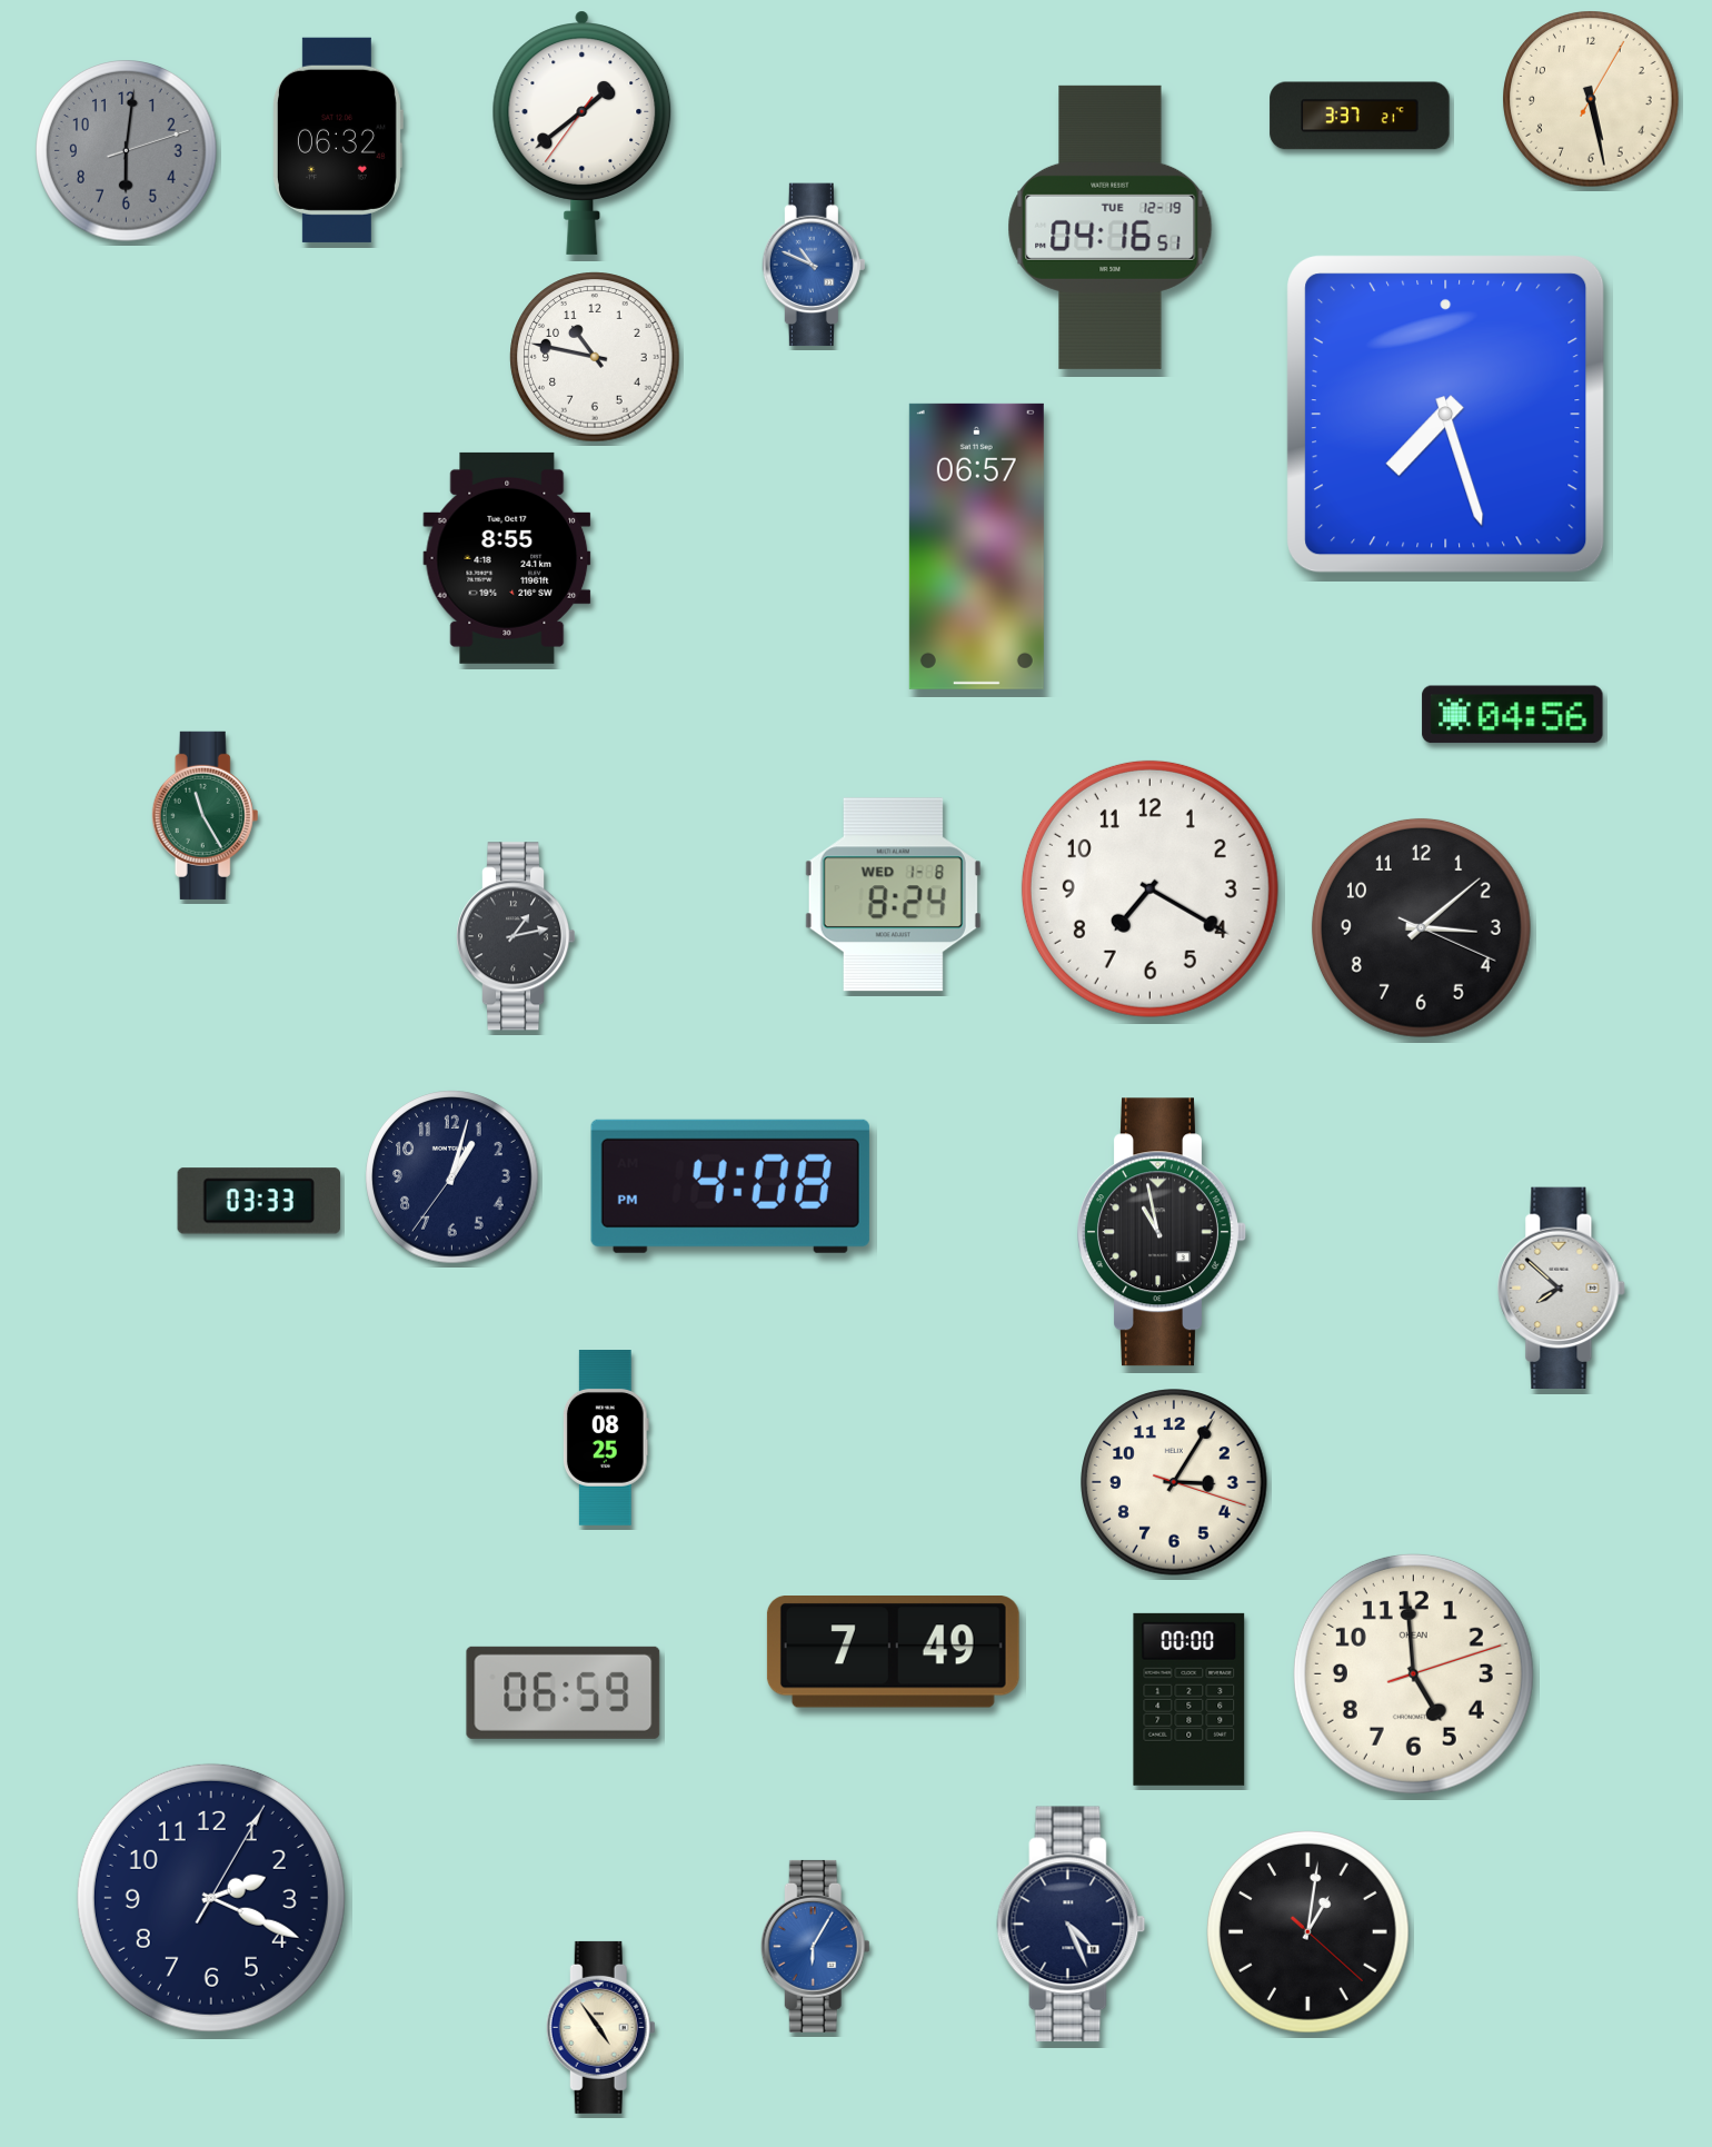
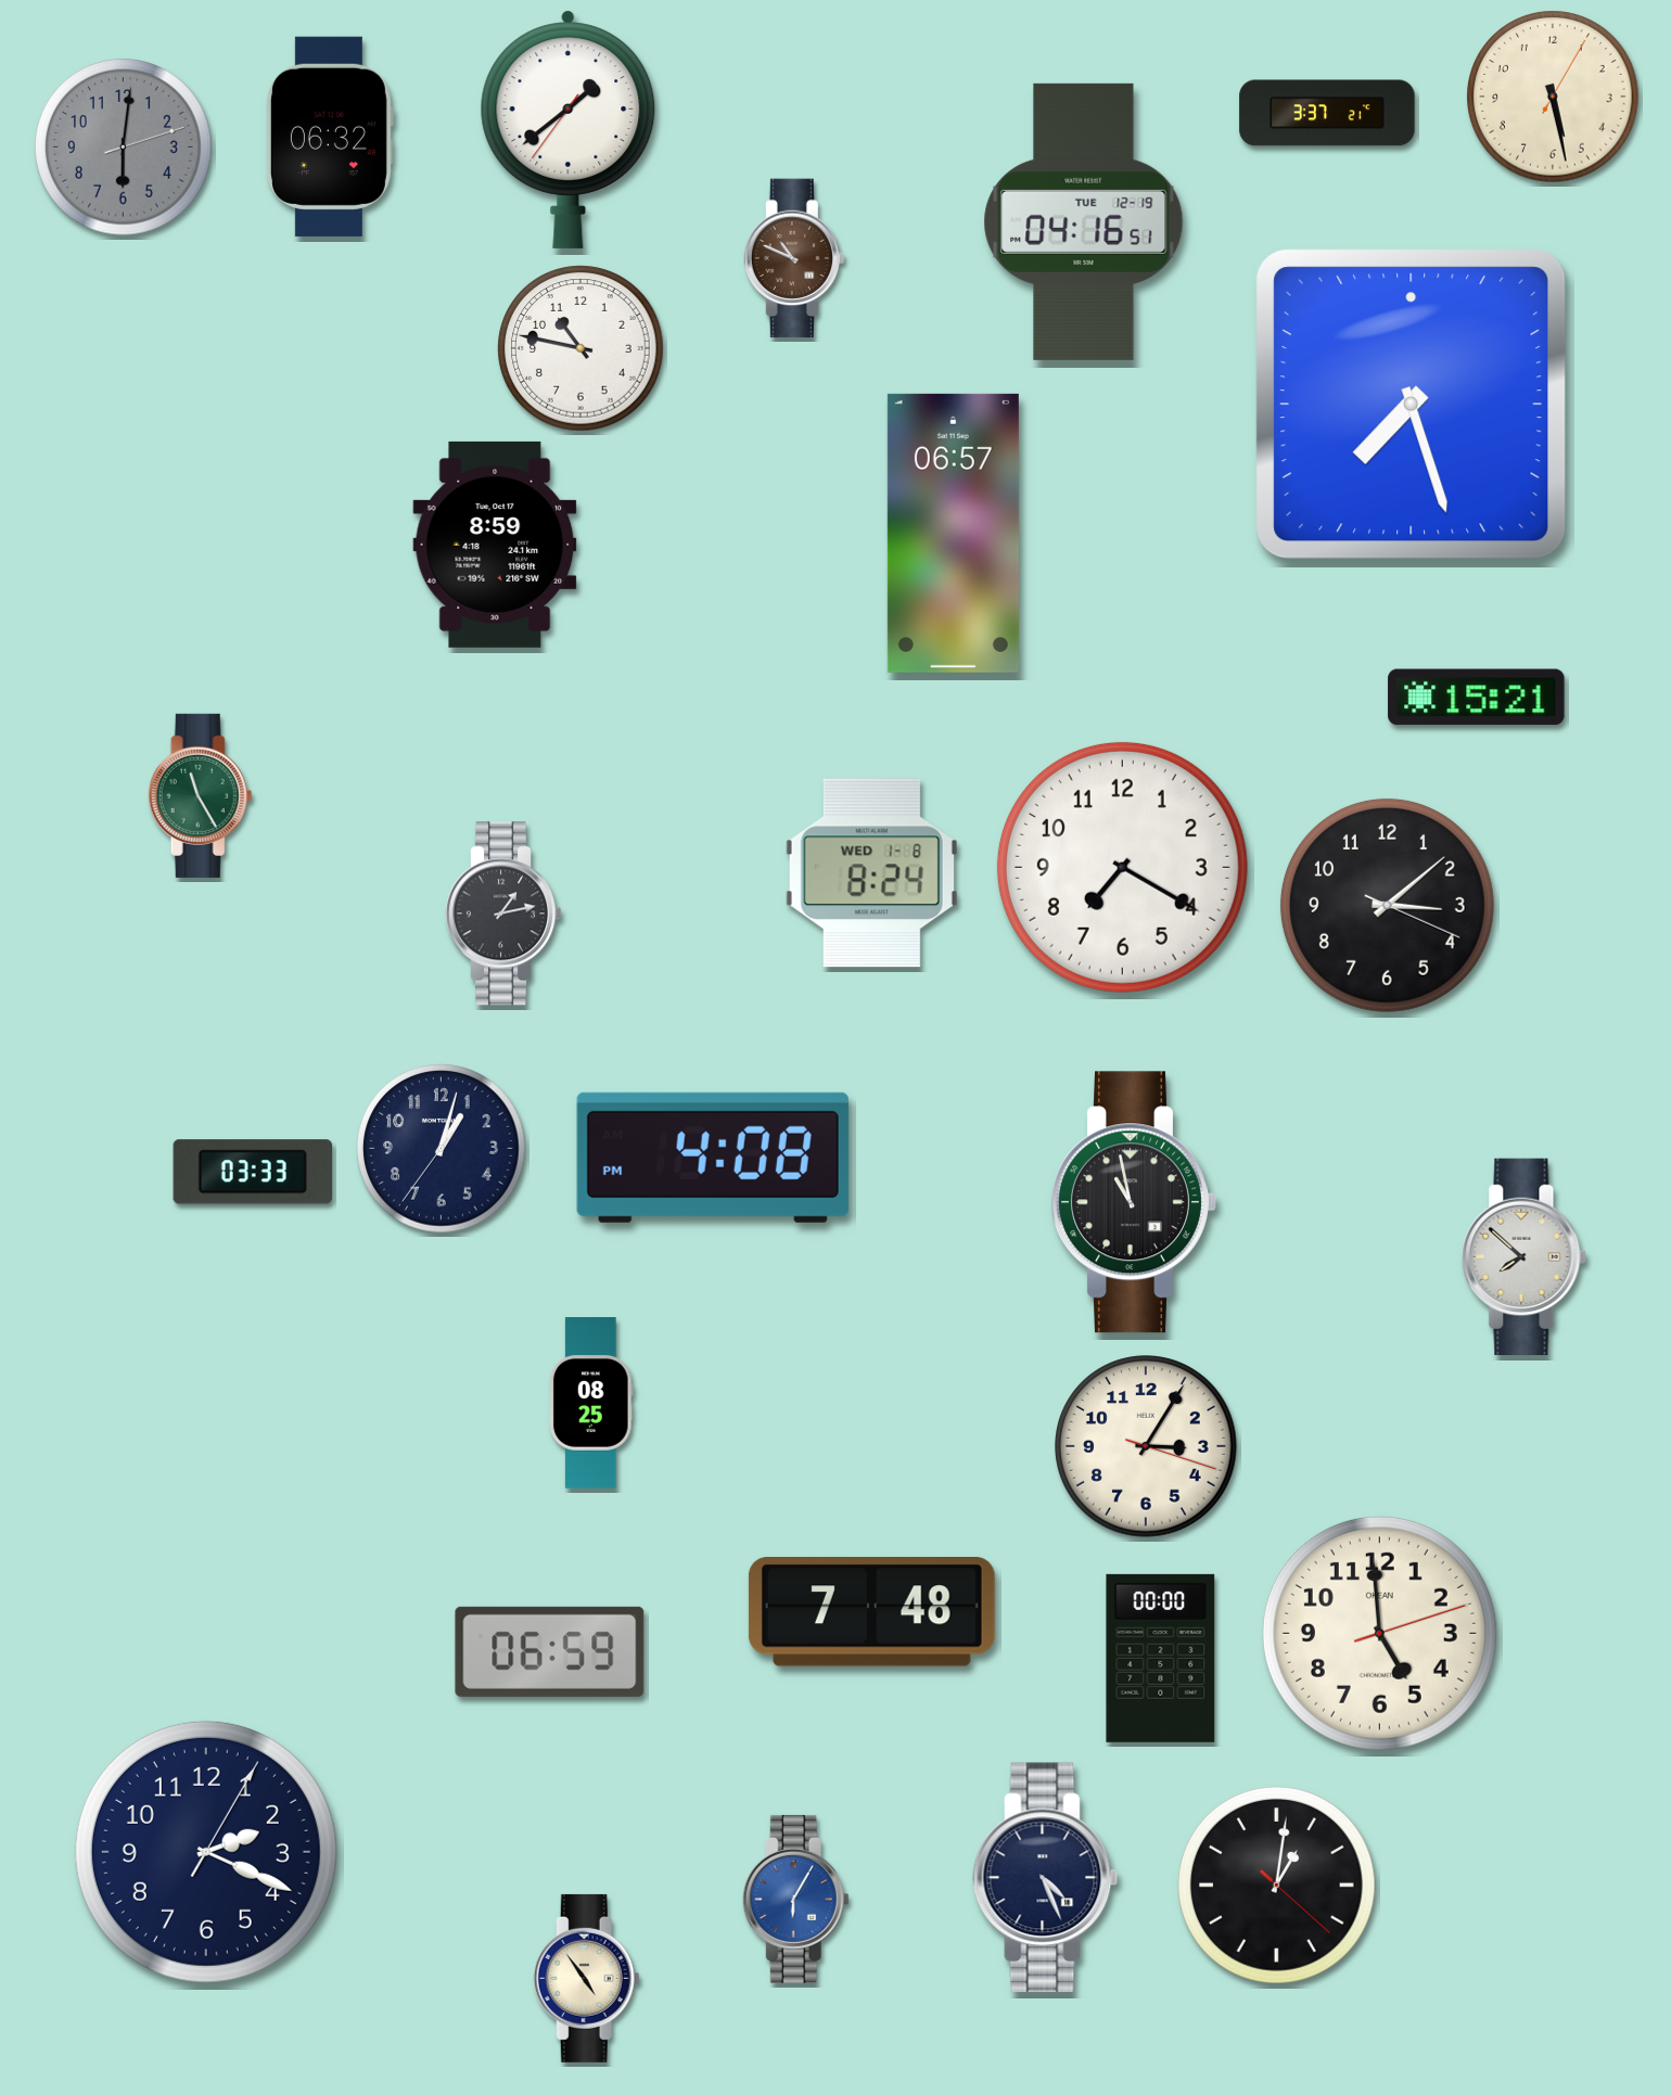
clock at (813, 265) dial: blue -> brown
clock at (507, 558): 8:55 -> 8:59
clock at (1513, 715): 04:56 -> 15:21
clock at (893, 1652): 7:49 -> 7:48
